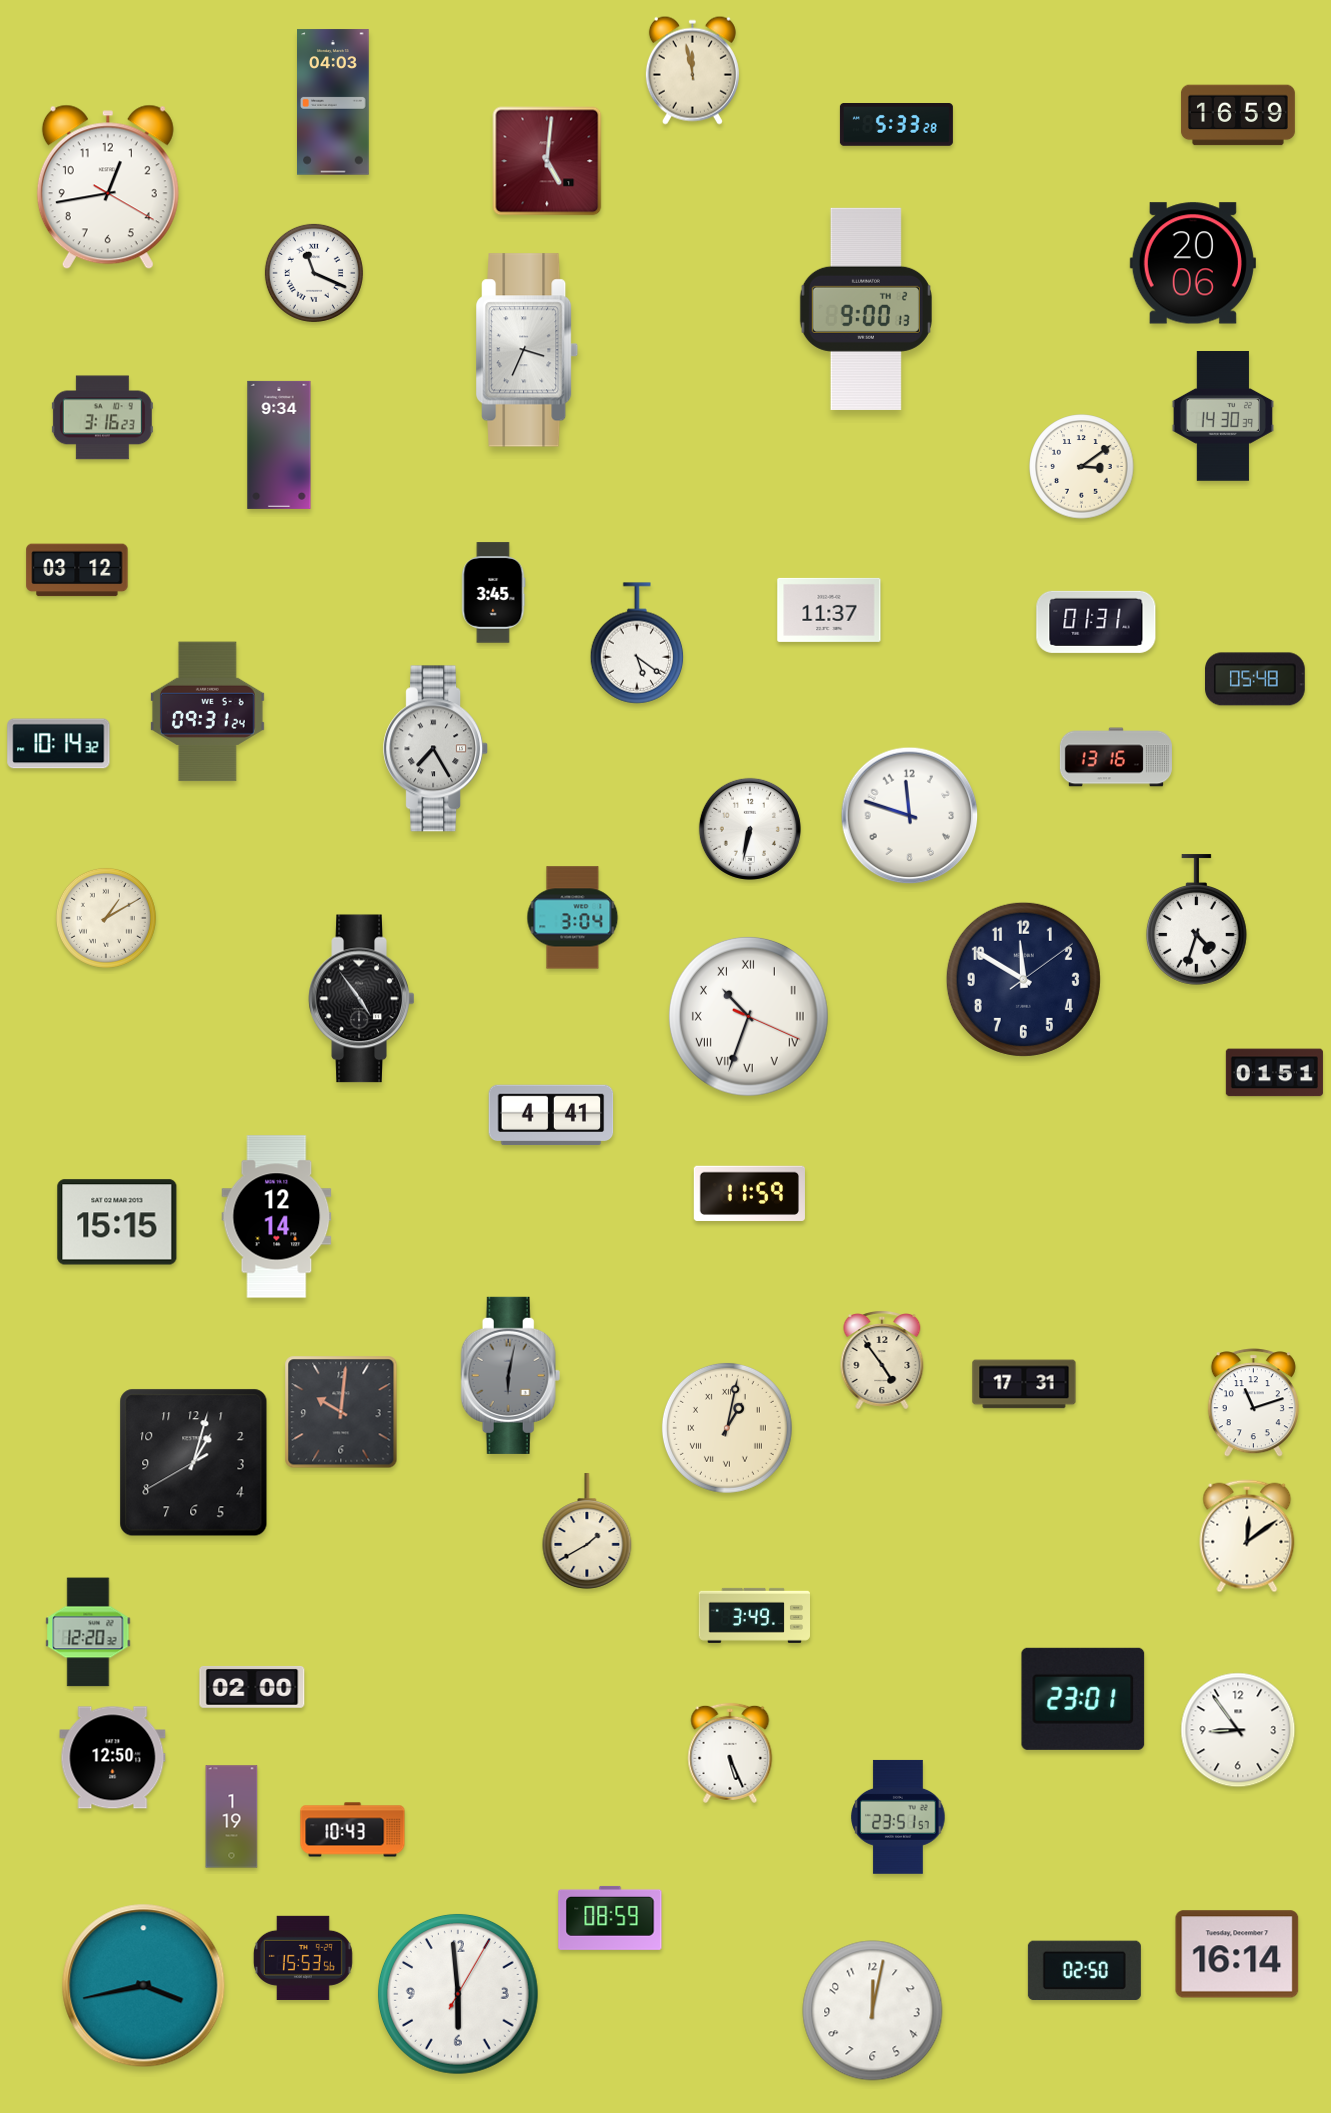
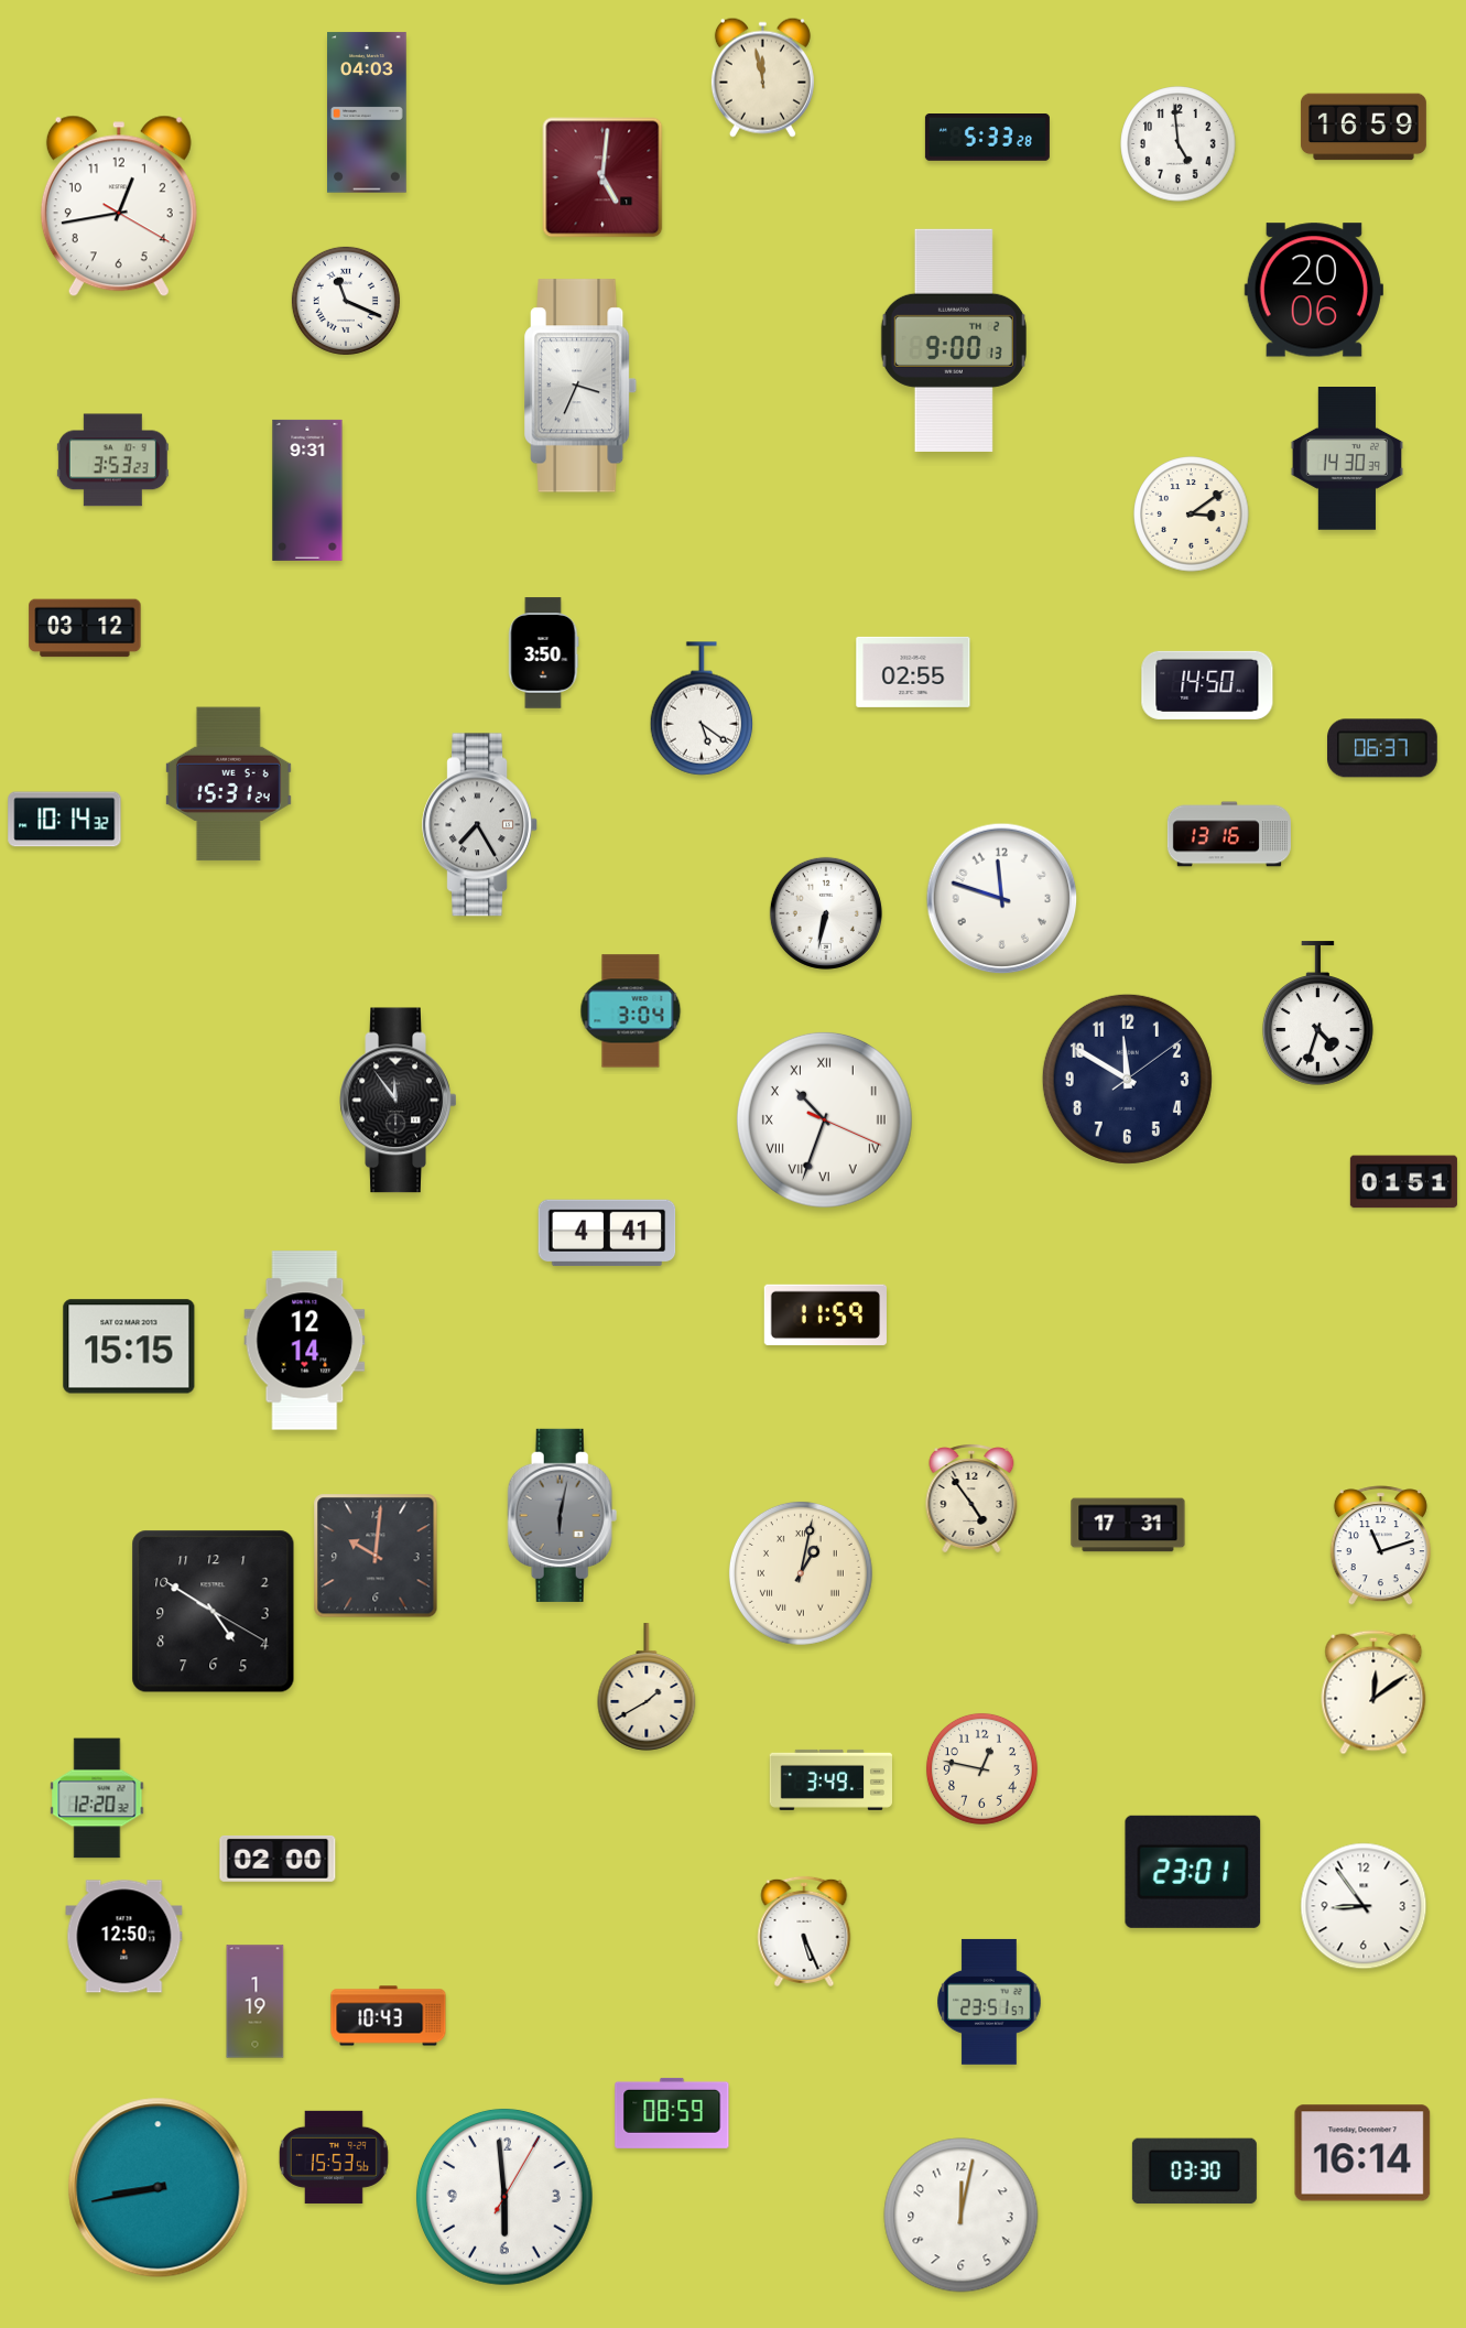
clock at (1179, 144): none -> 4:59
clock at (102, 418): 3:16 -> 3:53
clock at (279, 445): 9:34 -> 9:31
clock at (494, 593): 3:45 -> 3:50
clock at (829, 610): 11:37 -> 02:55
clock at (1096, 622): 01:31 -> 14:50
clock at (1256, 679): 05:48 -> 06:37
clock at (207, 712): 09:31 -> 15:31
clock at (106, 918): 1:10 -> none
clock at (362, 999): 4:54 -> 11:54
clock at (551, 1115) position: (551, 1115) -> (607, 1233)
clock at (194, 1463): 1:02 -> 4:50
clock at (981, 1768): none -> 12:47
clock at (1084, 1971): 02:50 -> 03:30
clock at (144, 1986): 3:43 -> 8:43
